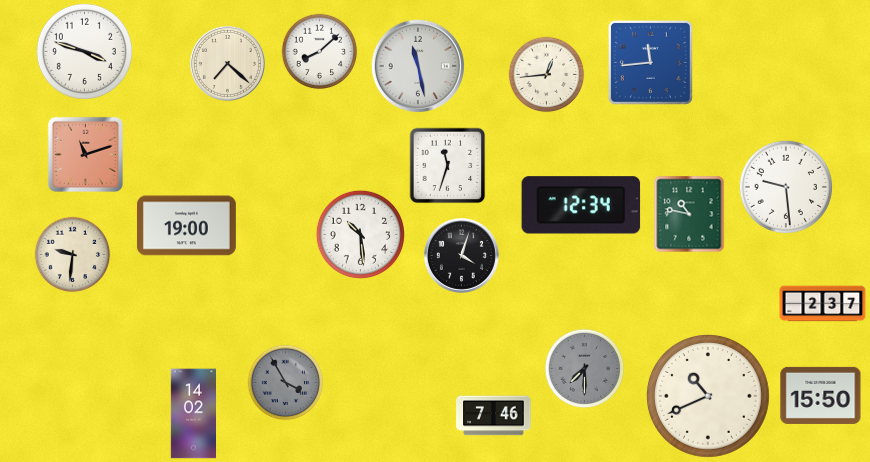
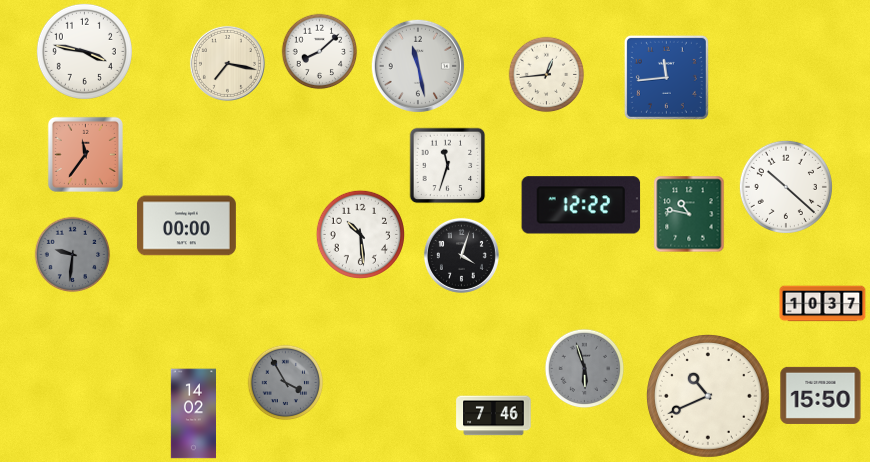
clock at (84, 51): 3:48 -> 3:47
clock at (650, 62) position: (650, 62) -> (666, 77)
clock at (227, 63): 7:22 -> 7:17
clock at (85, 154): 11:12 -> 11:36
clock at (786, 187): 9:29 -> 10:22
clock at (581, 205): 12:34 -> 12:22
clock at (186, 226): 19:00 -> 00:00
clock at (73, 255) dial: cream -> grey
clock at (823, 304): 2:37 -> 10:37
clock at (585, 369): 7:30 -> 5:57
